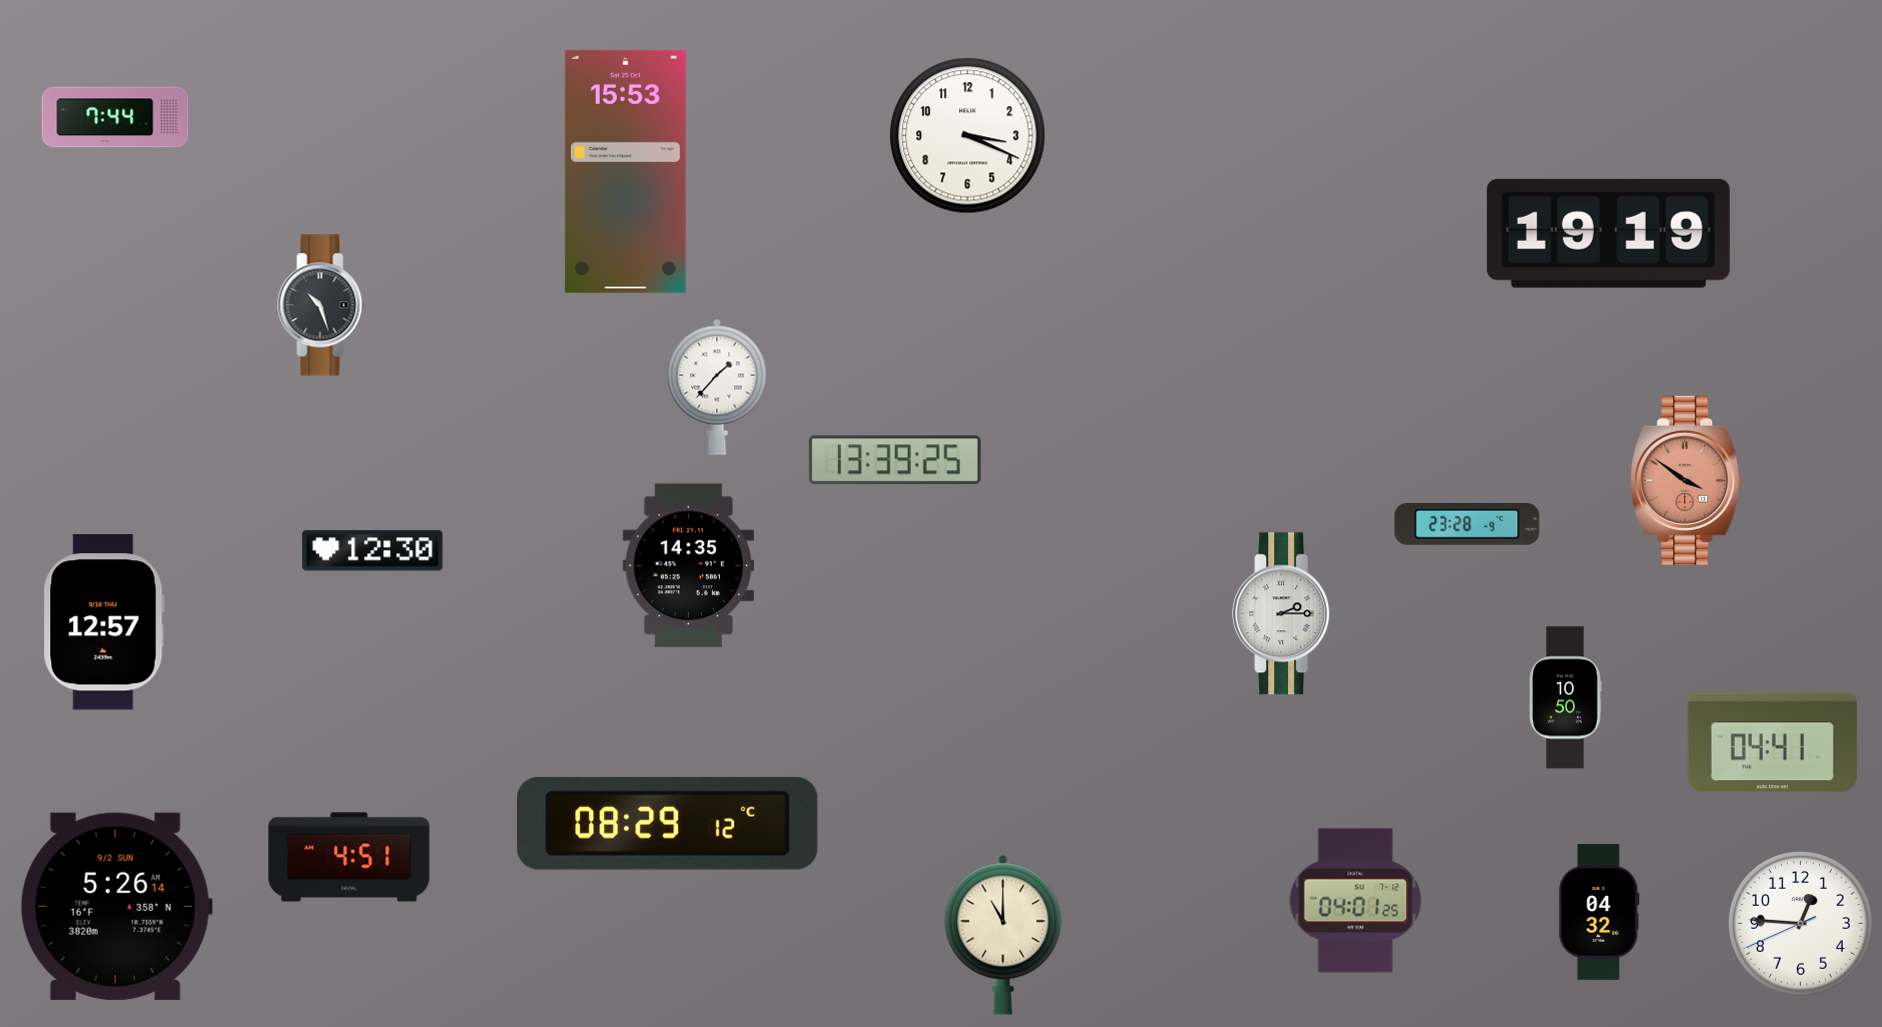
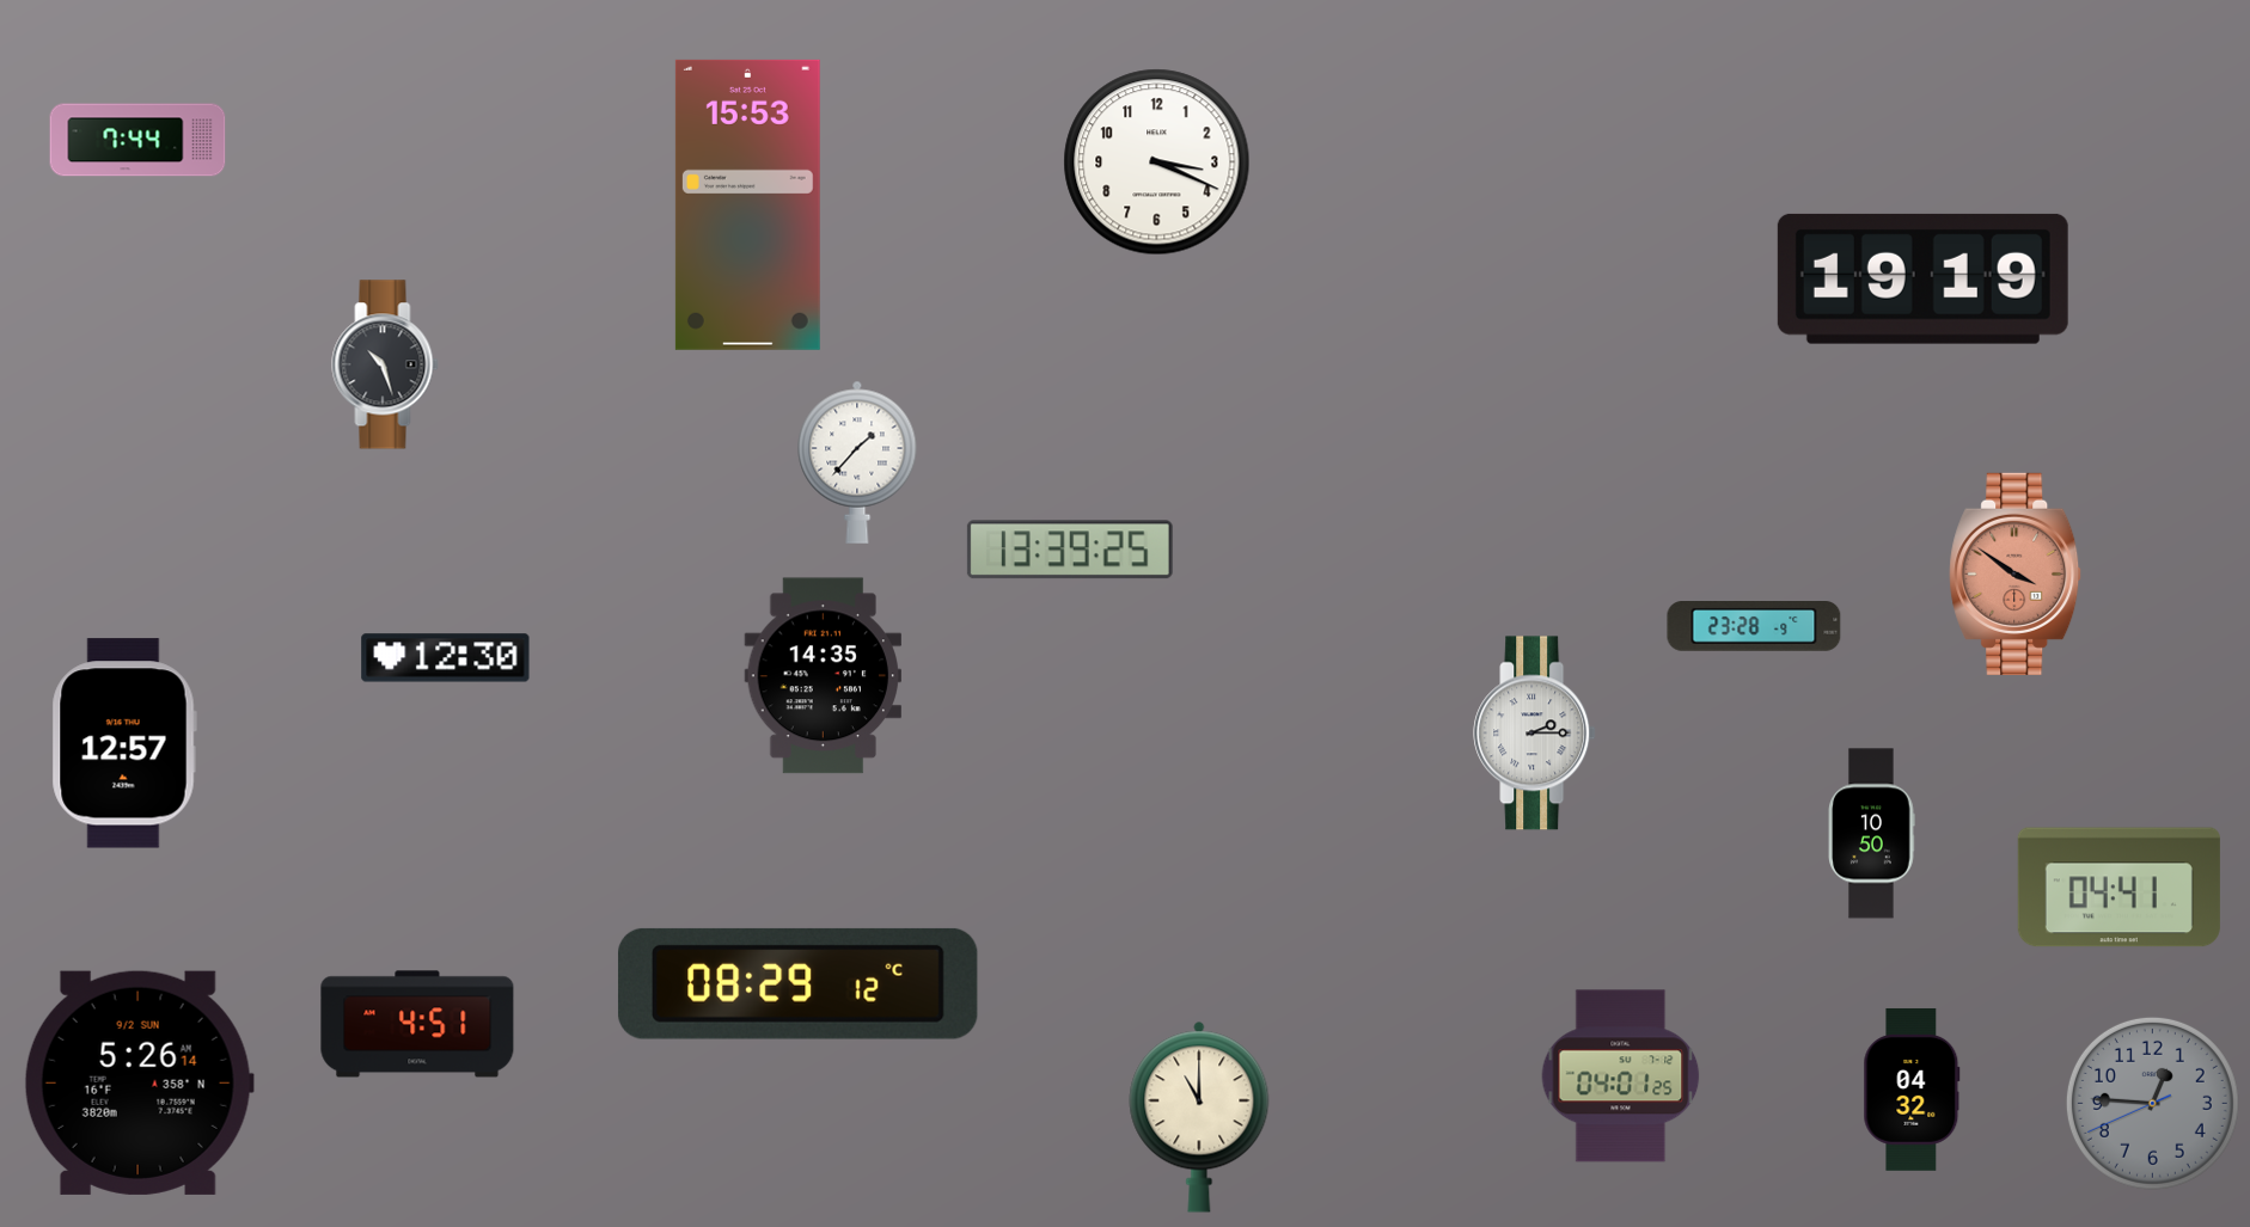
clock at (1800, 923) dial: white -> grey
